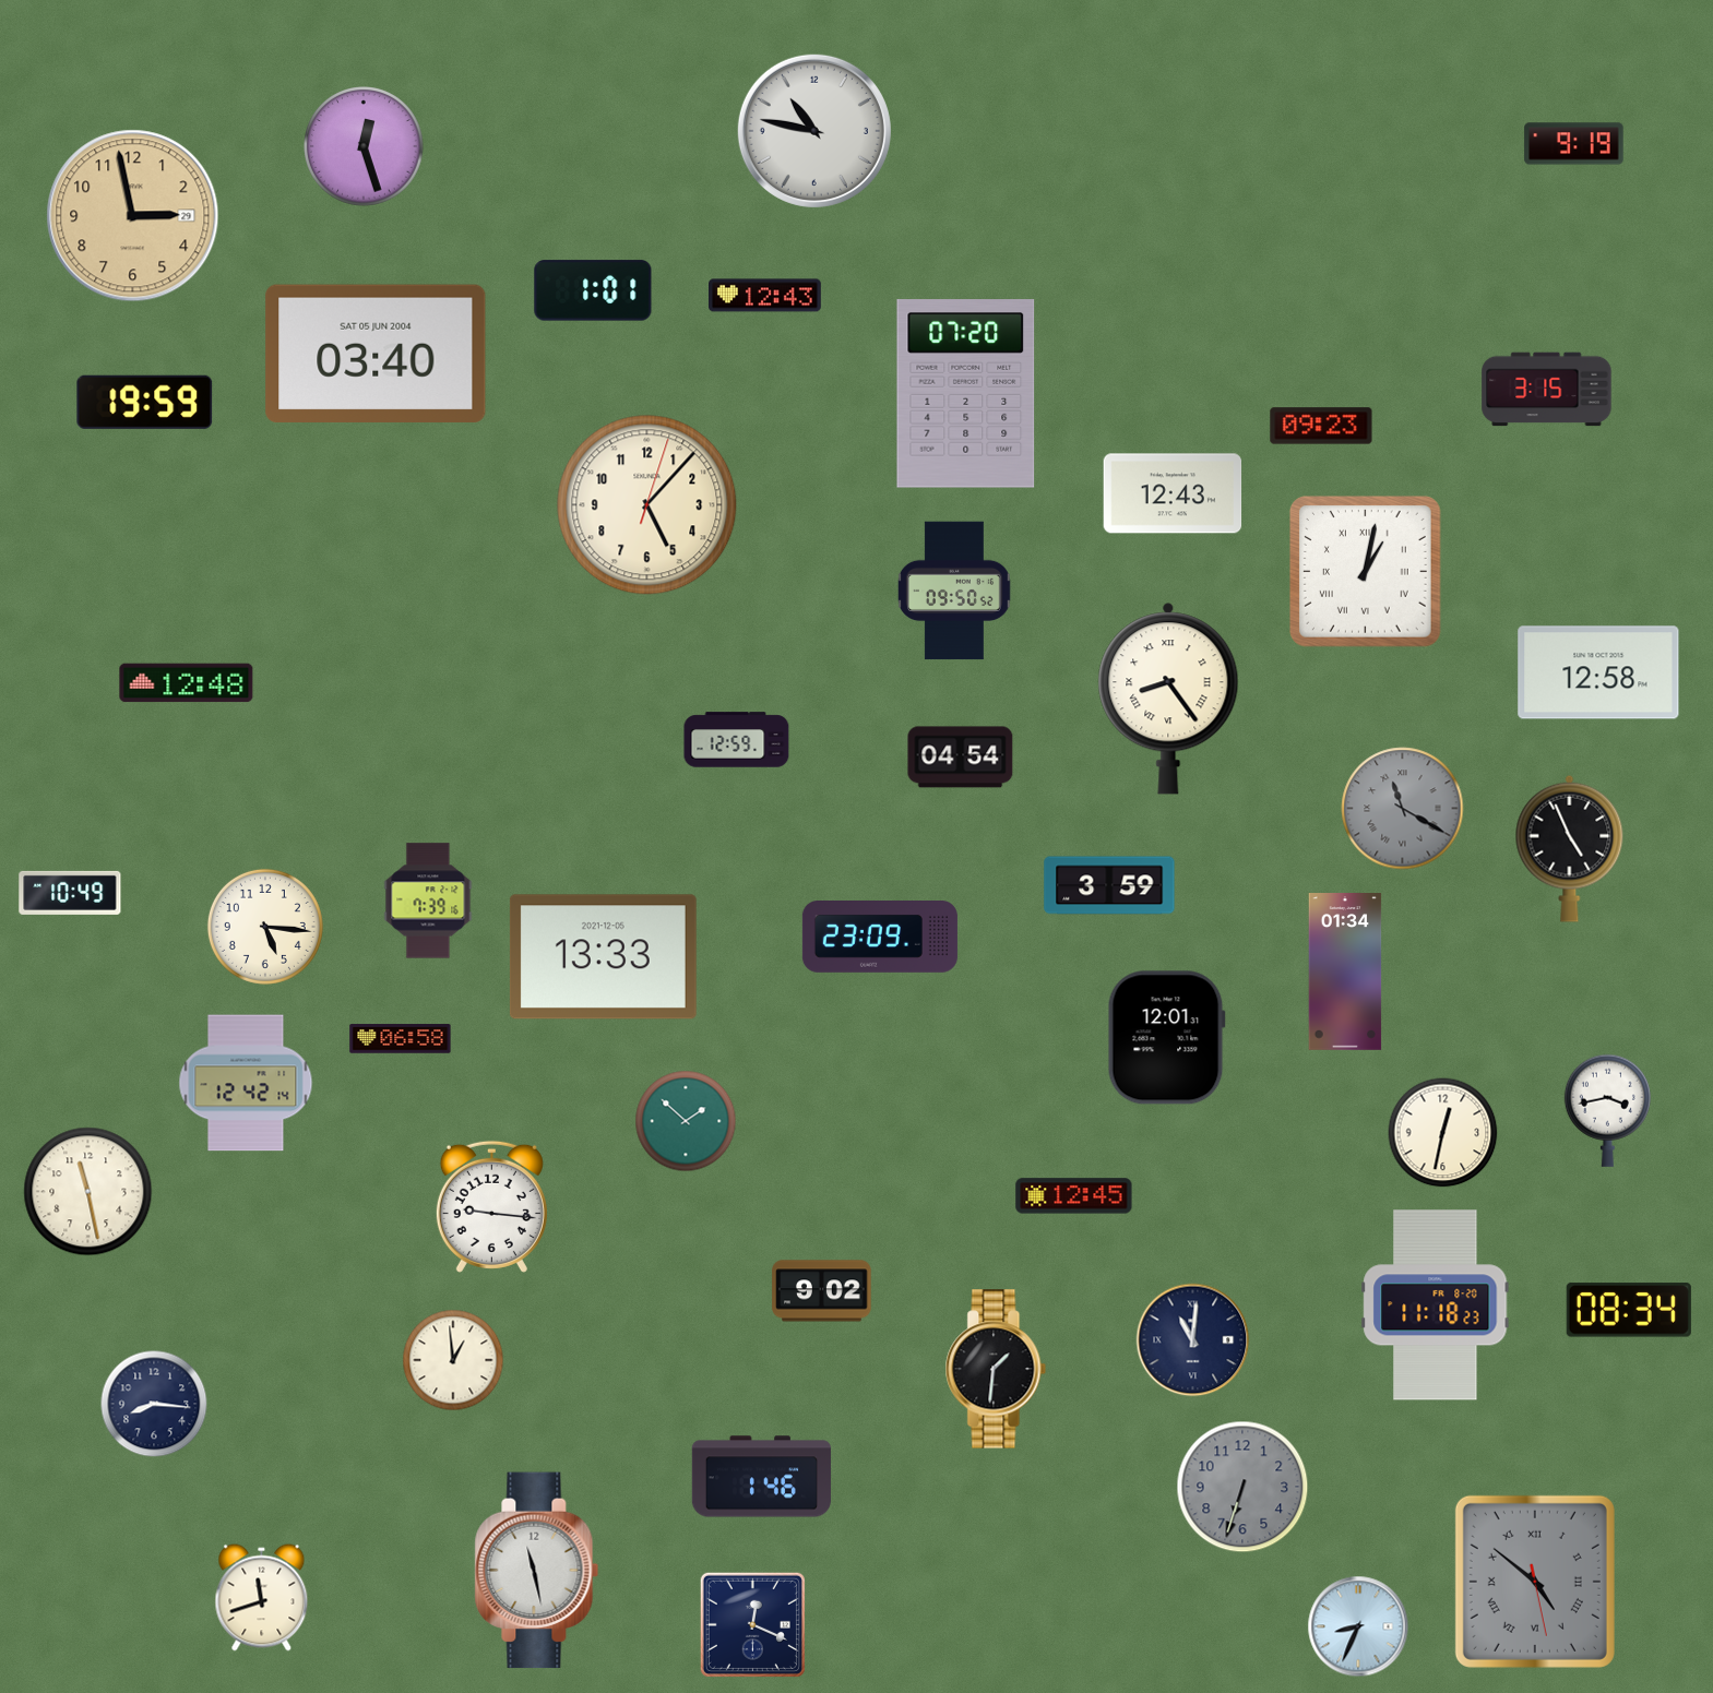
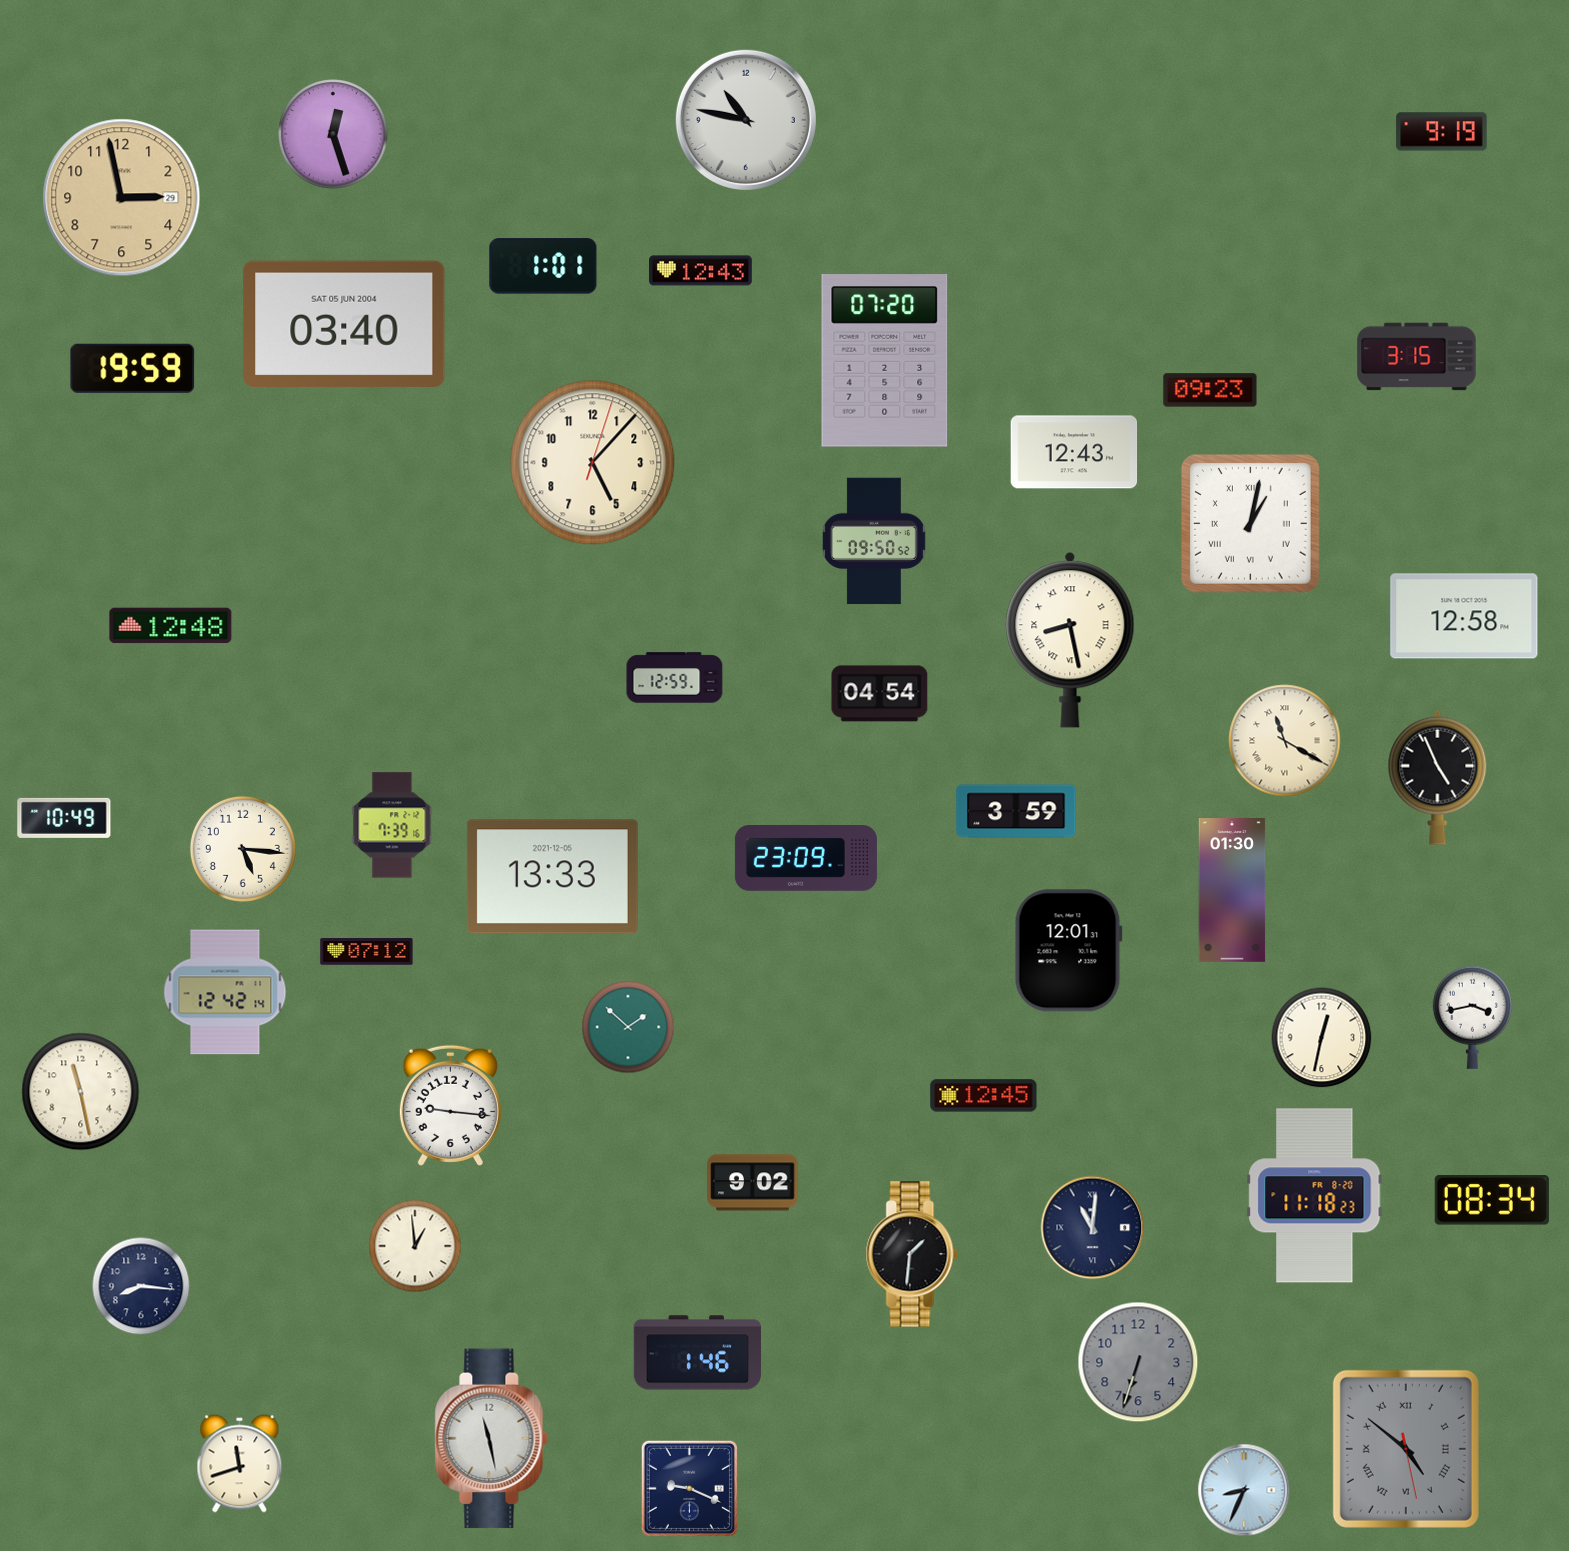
clock at (1168, 699): 8:24 -> 8:28
clock at (1403, 809) dial: grey -> cream
clock at (1345, 973): 01:34 -> 01:30
clock at (401, 1039): 06:58 -> 07:12
clock at (752, 1624): 12:19 -> 9:19
